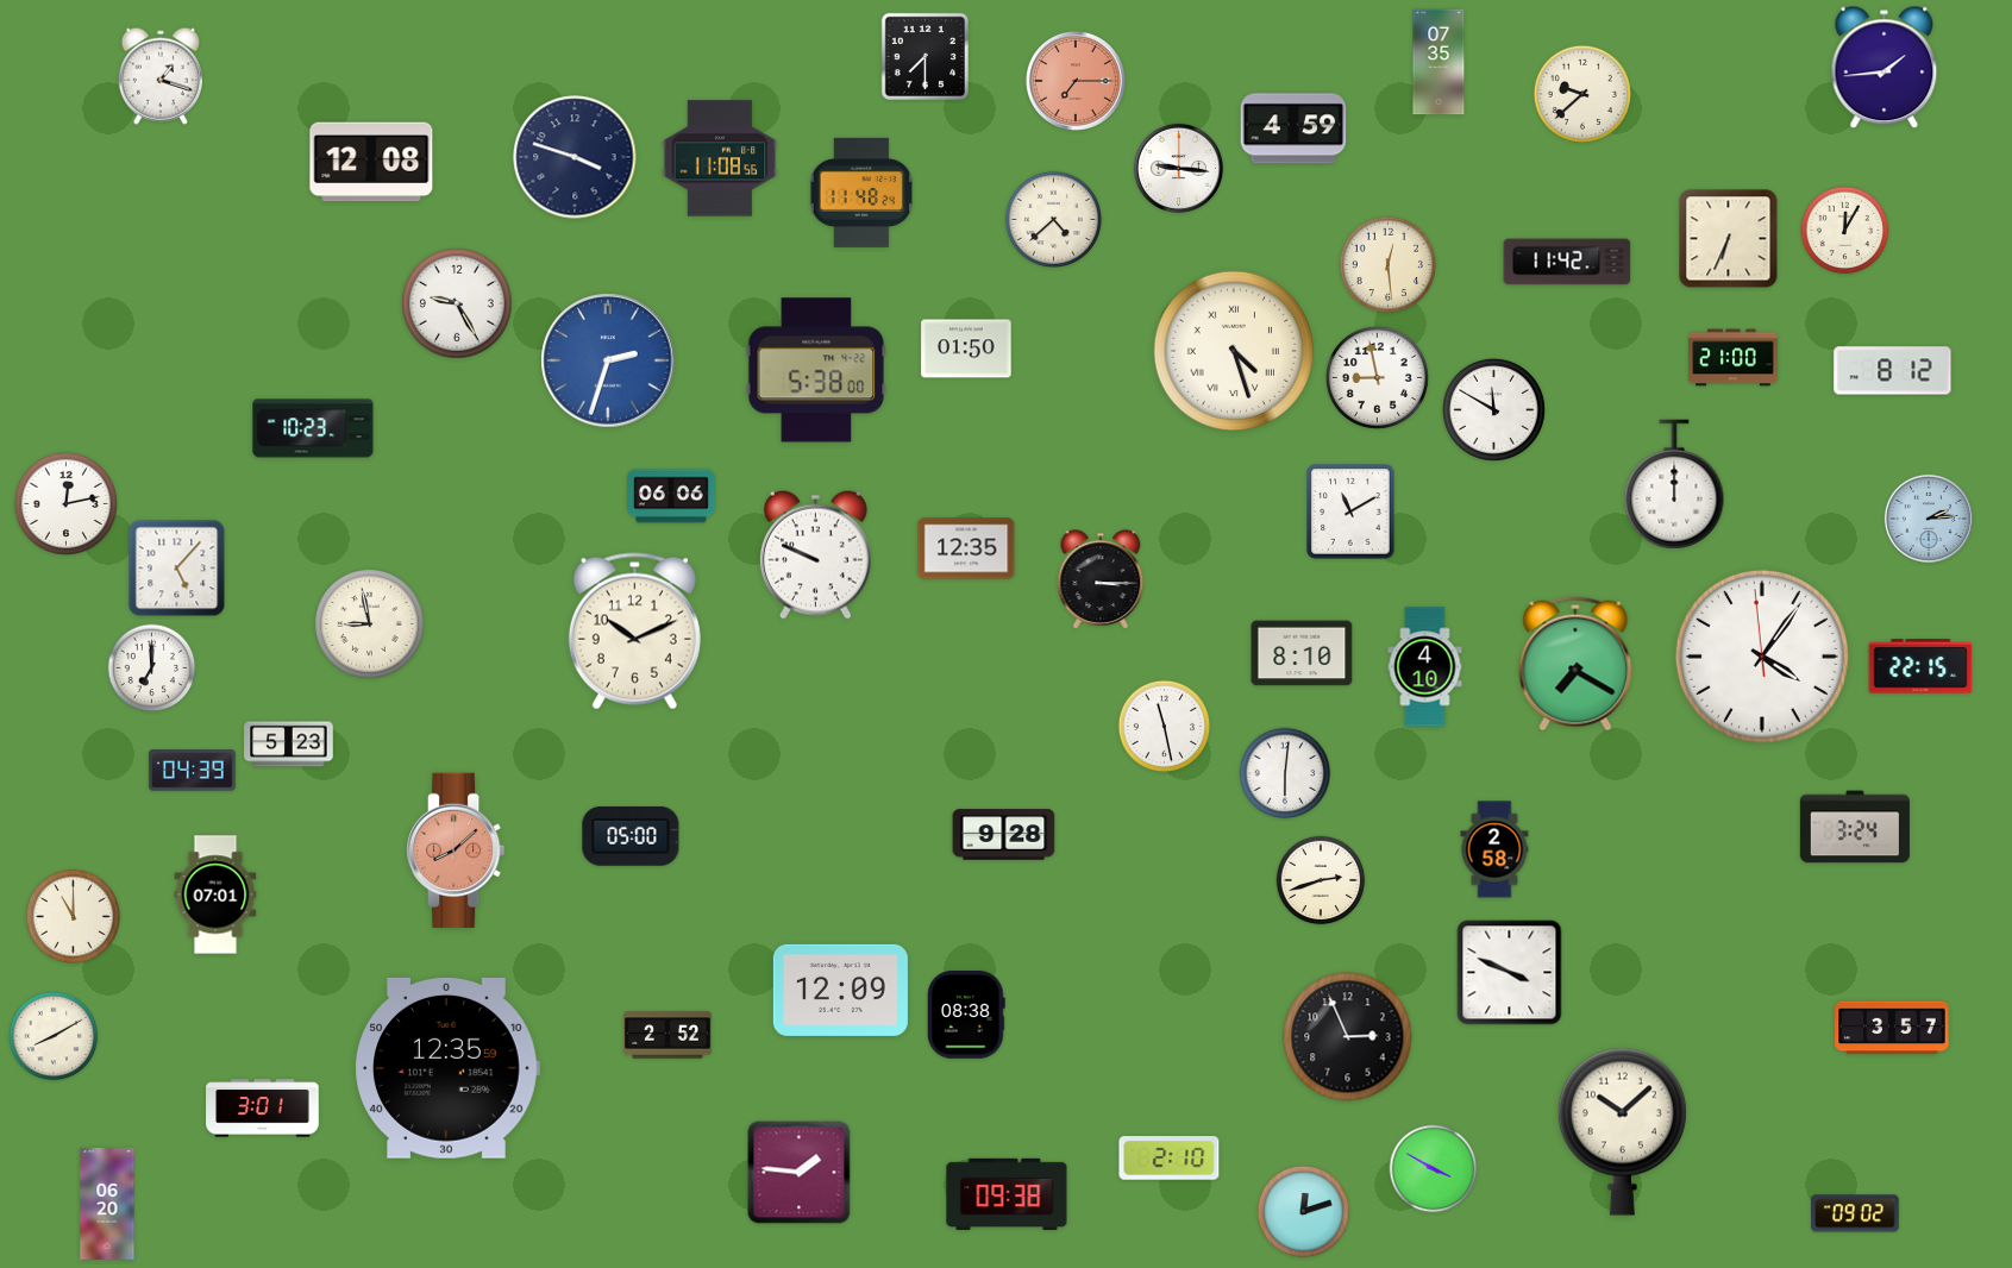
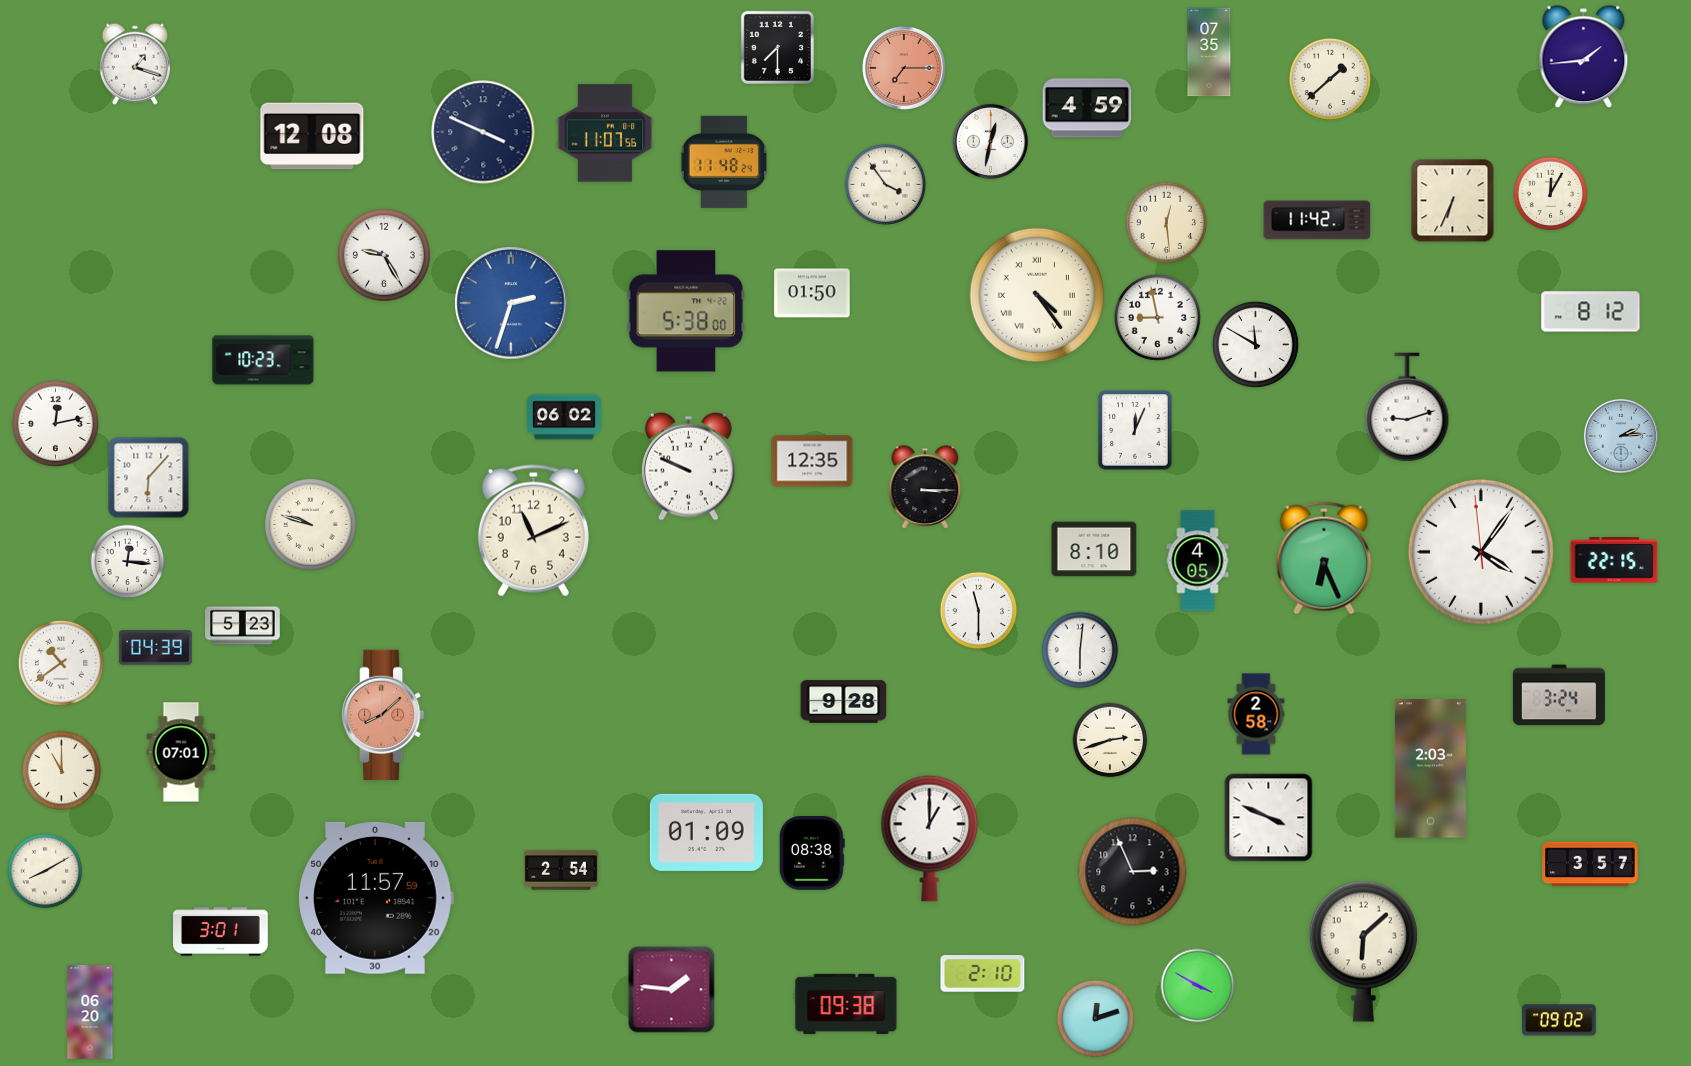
clock at (1582, 94): 9:38 -> 1:38
clock at (575, 157): 3:48 -> 3:49
clock at (720, 158): 11:08 -> 11:07
clock at (1178, 168): 9:16 -> 12:32
clock at (1053, 219): 4:38 -> 3:54
clock at (1233, 350): 4:27 -> 4:24
clock at (1734, 358): 21:00 -> none
clock at (1674, 484): 12:00 -> 9:12
clock at (672, 496): 06:06 -> 06:02
clock at (1350, 511): 11:10 -> 12:04
clock at (815, 554) position: (815, 554) -> (688, 466)
clock at (177, 569): 5:07 -> 6:07
clock at (370, 624): 8:58 -> 9:48
clock at (634, 632): 10:11 -> 11:11
clock at (1575, 664): 7:20 -> 6:26
clock at (1425, 667): 4:10 -> 4:05
clock at (152, 668): 7:00 -> 12:16
clock at (1165, 727): 11:28 -> 11:30
clock at (192, 771) position: (192, 771) -> (155, 648)
clock at (61, 663): none -> 10:39
clock at (631, 836): 05:00 -> none
clock at (1430, 769): none -> 2:03
clock at (840, 990): 12:09 -> 01:09
clock at (930, 838): none -> 1:00
clock at (667, 1035): 2:52 -> 2:54
clock at (447, 1068): 12:35 -> 11:57
clock at (1622, 1131): 10:08 -> 6:08
clock at (1434, 1169) position: (1434, 1169) -> (1198, 986)
clock at (800, 1173) position: (800, 1173) -> (672, 990)
